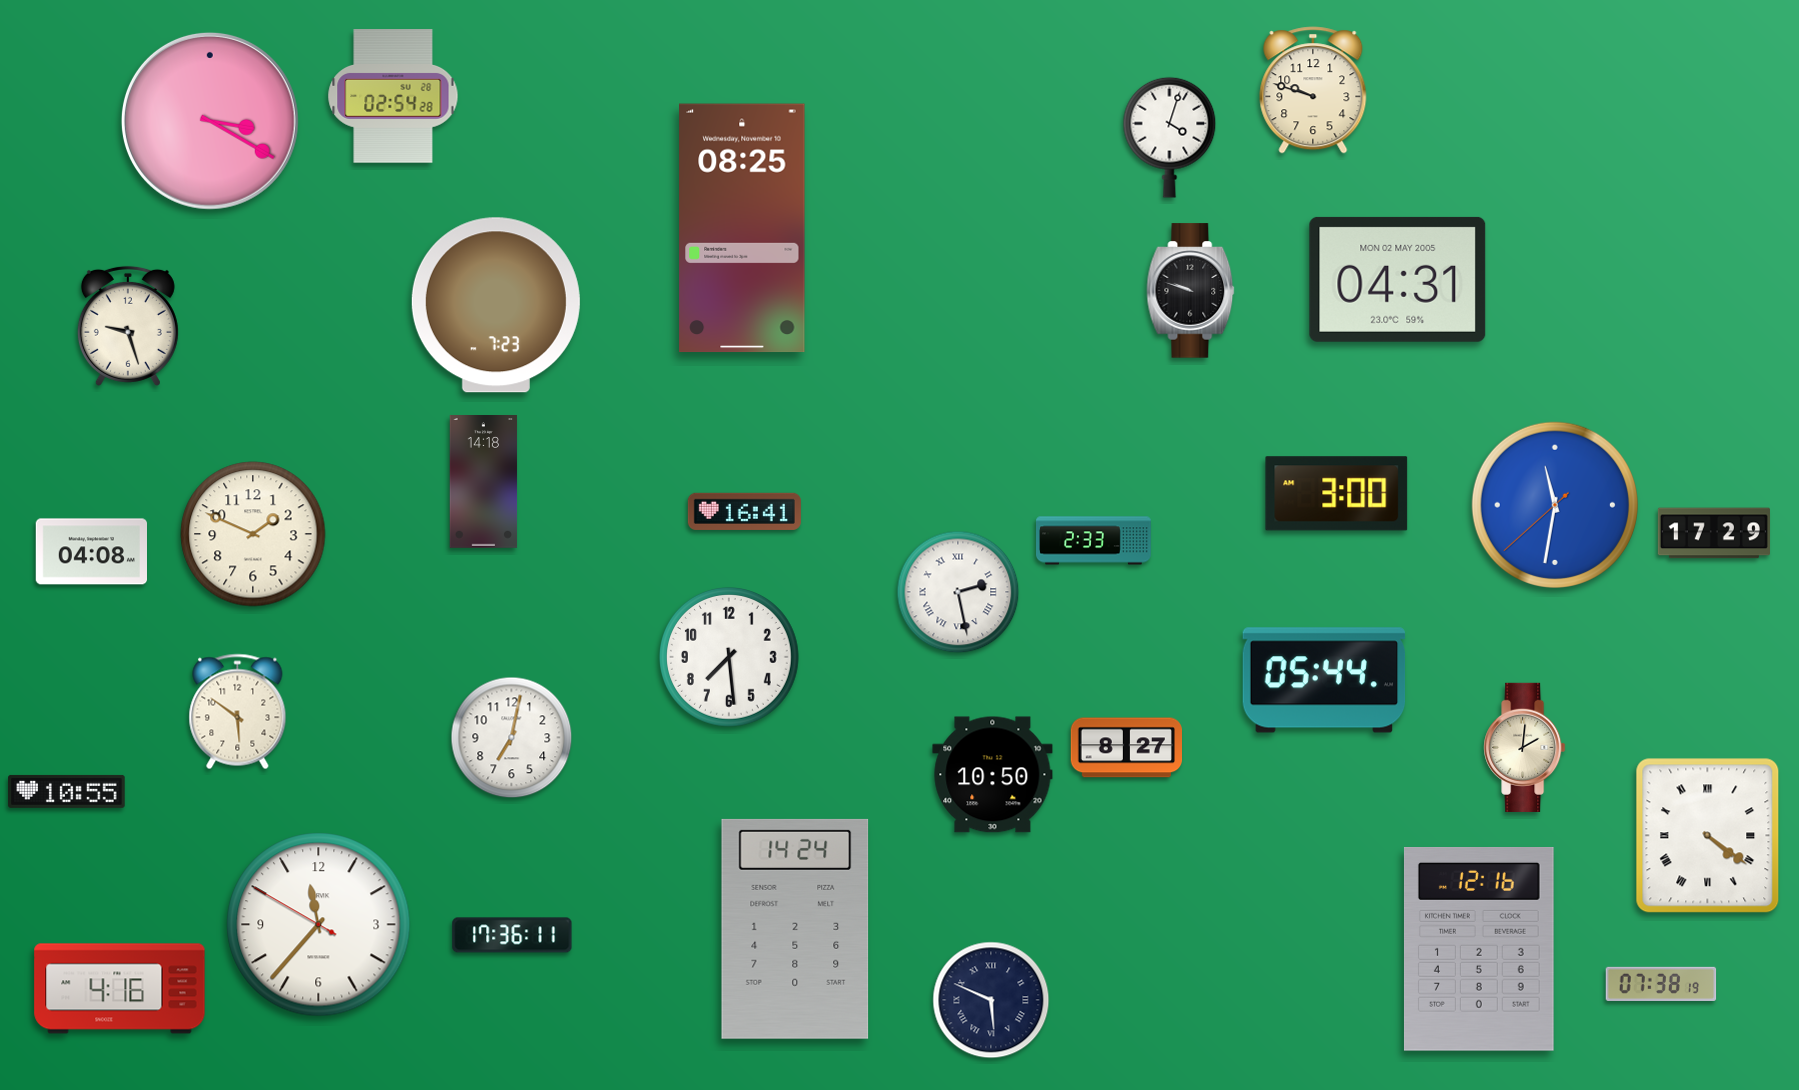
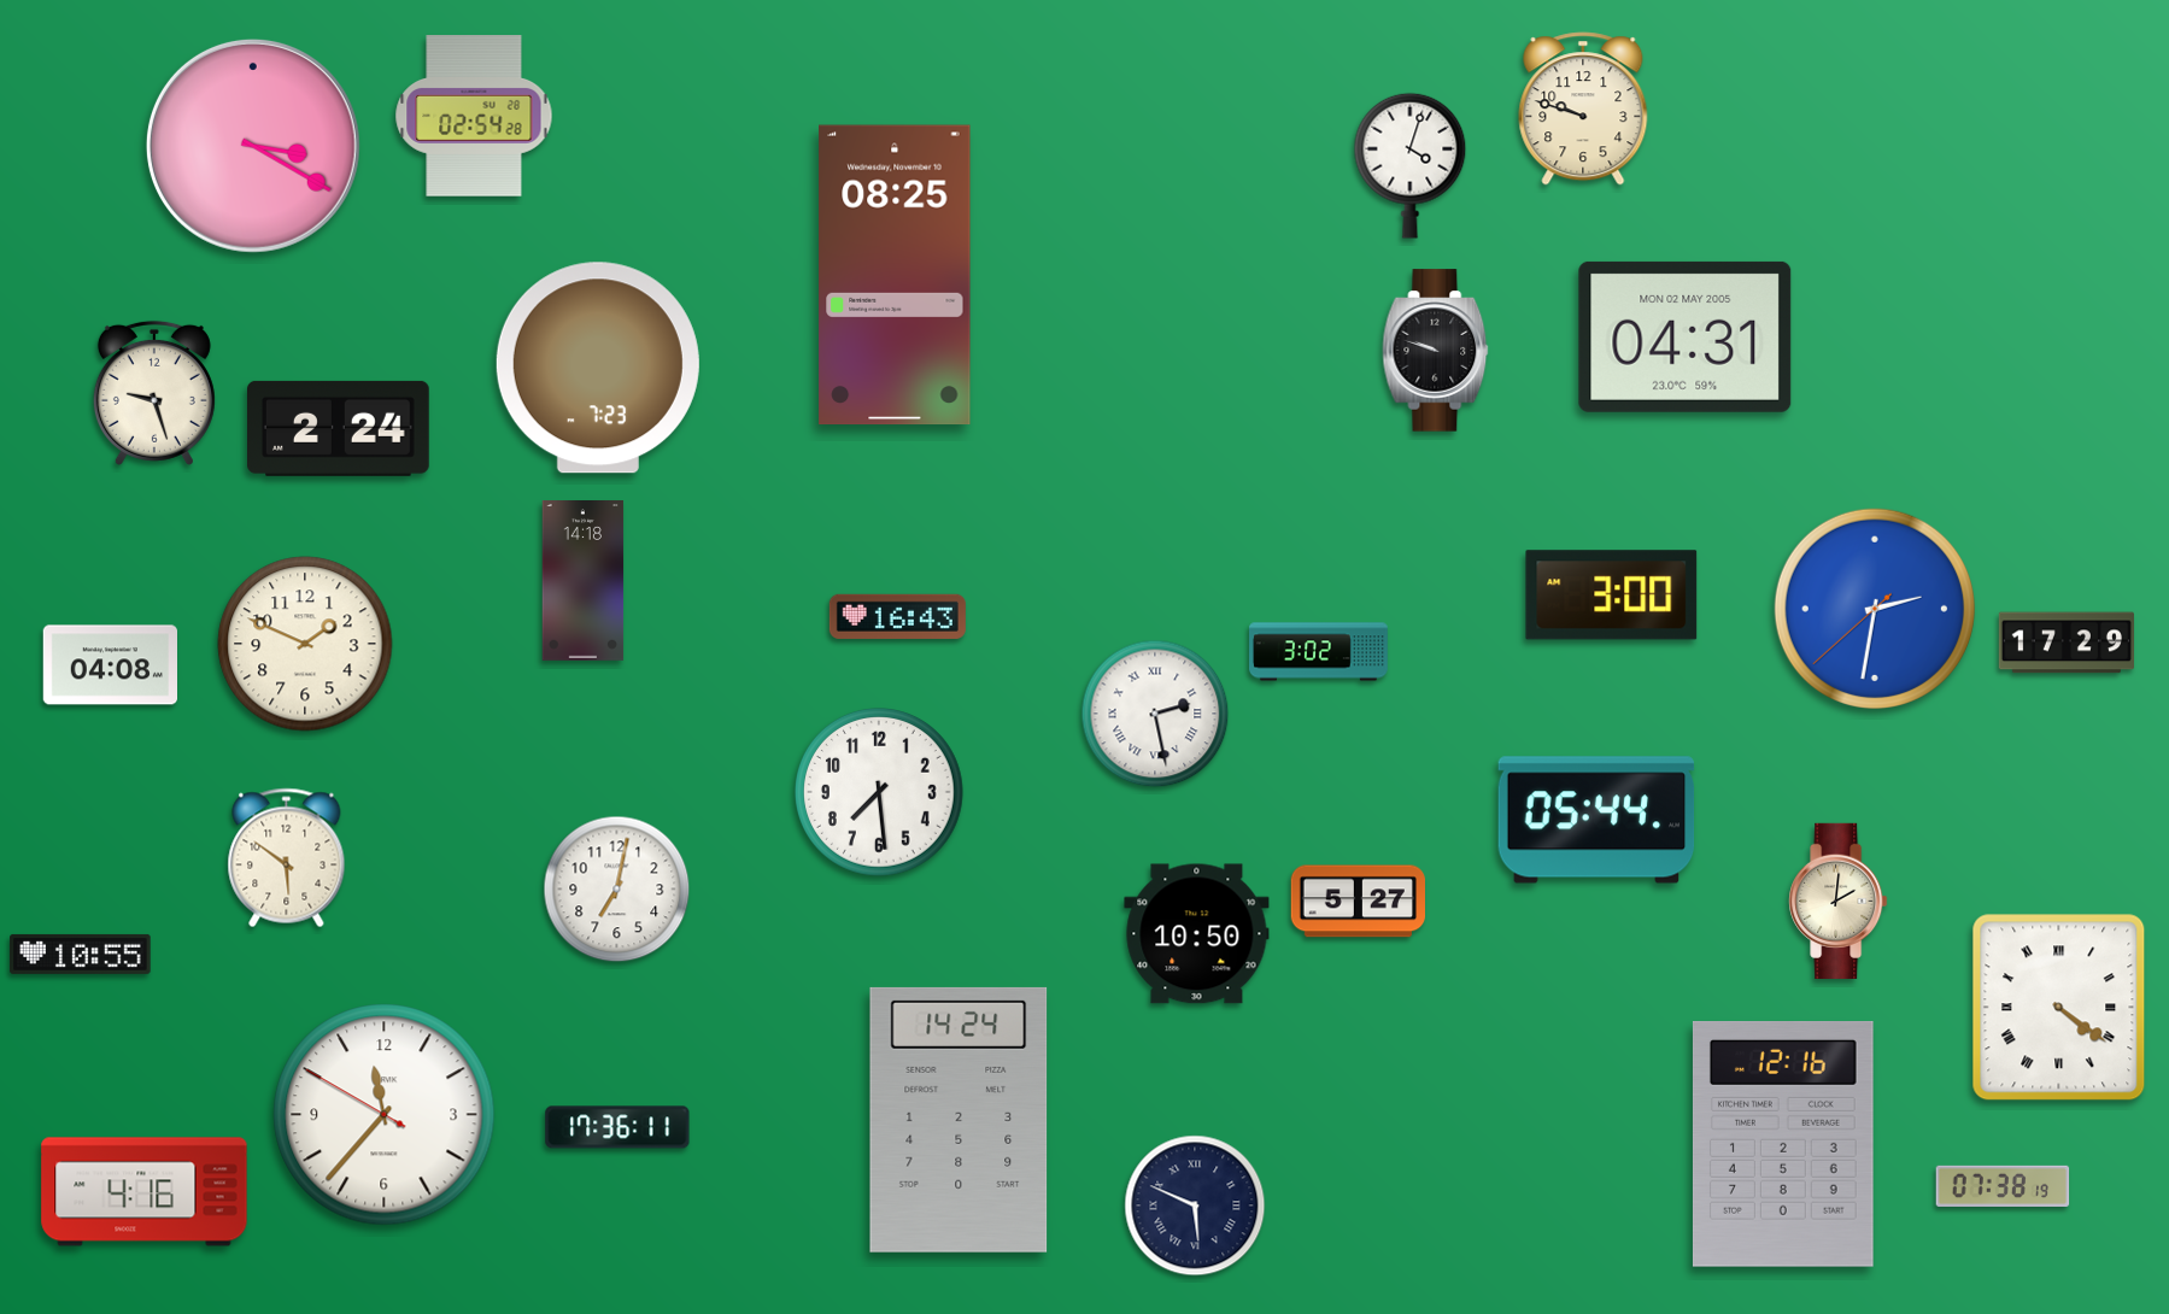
clock at (339, 428): none -> 2:24
clock at (1555, 505): 11:31 -> 2:31
clock at (744, 511): 16:41 -> 16:43
clock at (1094, 541): 2:33 -> 3:02
clock at (1126, 748): 8:27 -> 5:27
